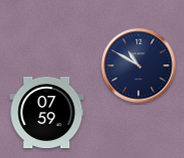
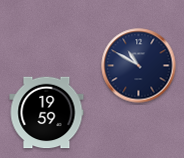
clock at (47, 113): 07:59 -> 19:59
